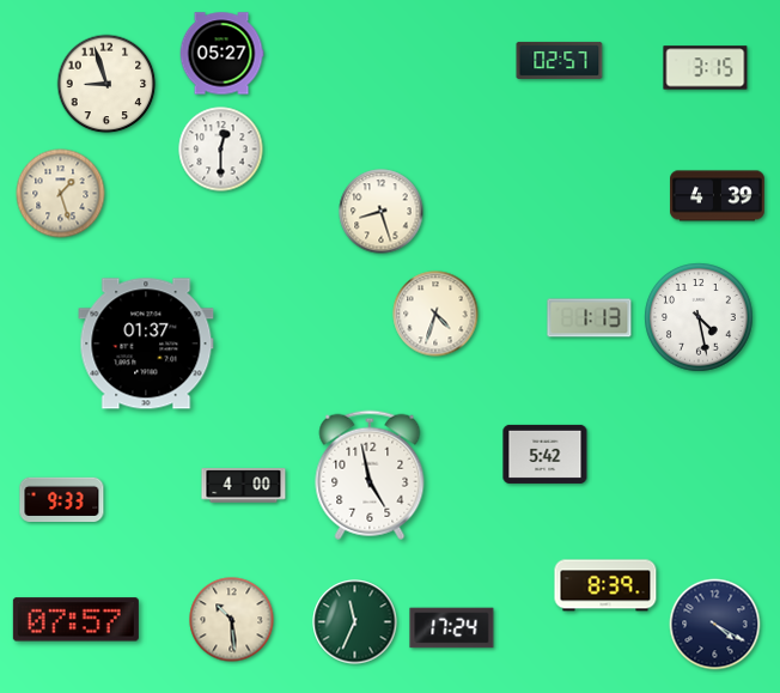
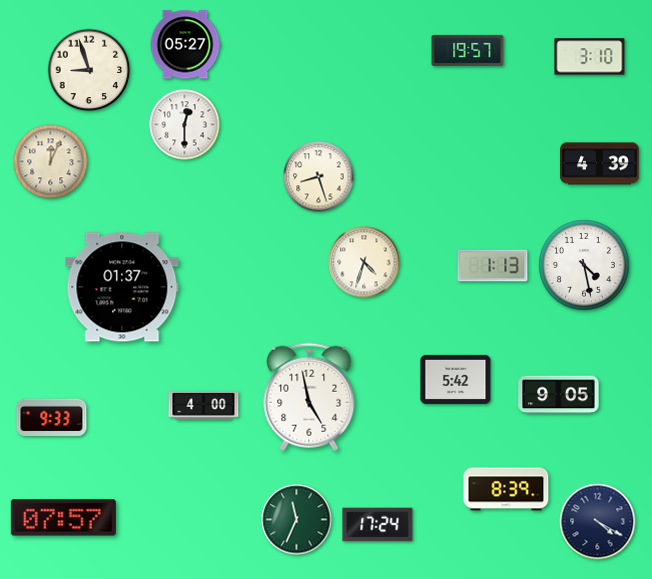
clock at (560, 60): 02:57 -> 19:57
clock at (706, 68): 3:15 -> 3:10
clock at (61, 194): 1:27 -> 12:04
clock at (559, 395): none -> 9:05
clock at (232, 620): 10:29 -> none
